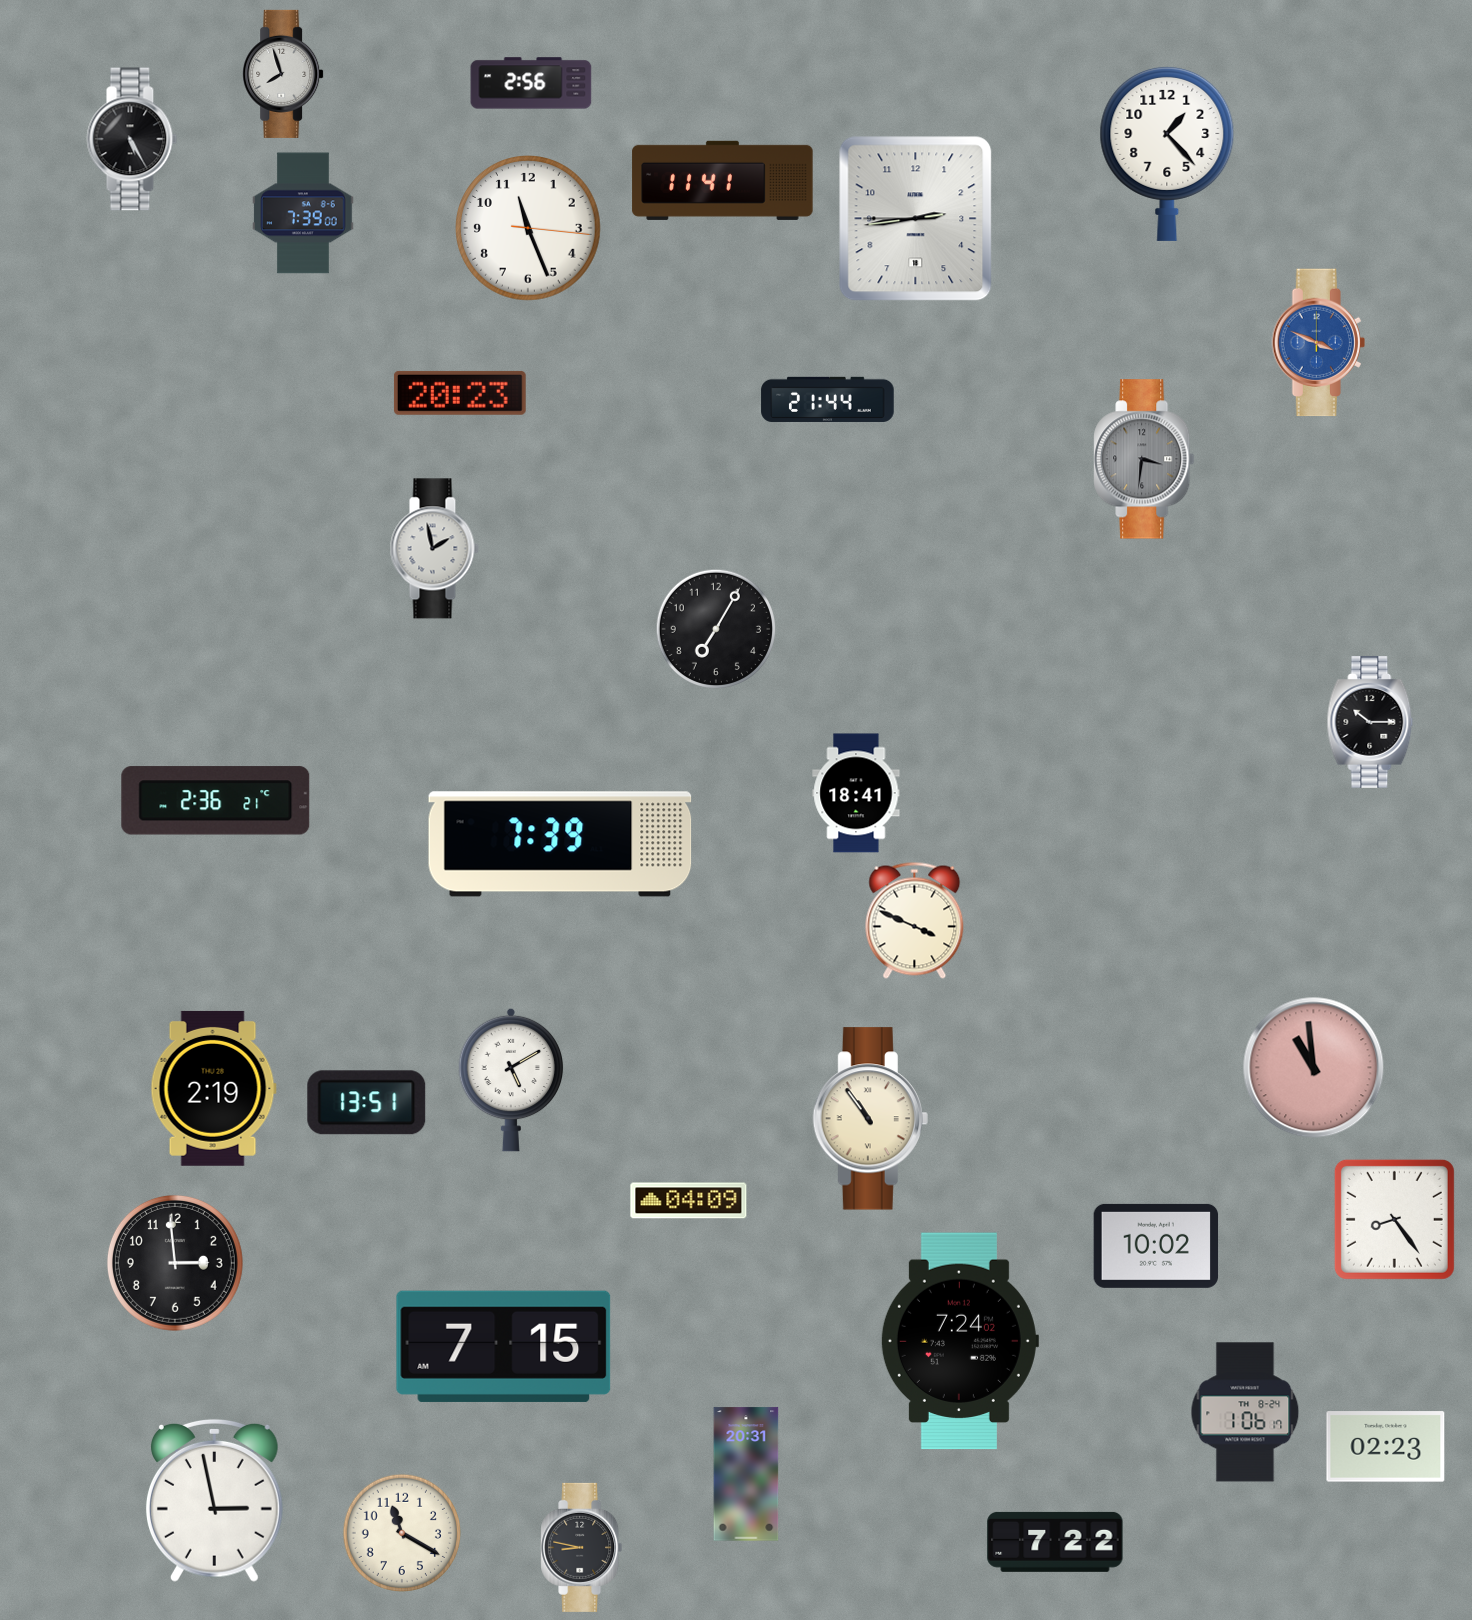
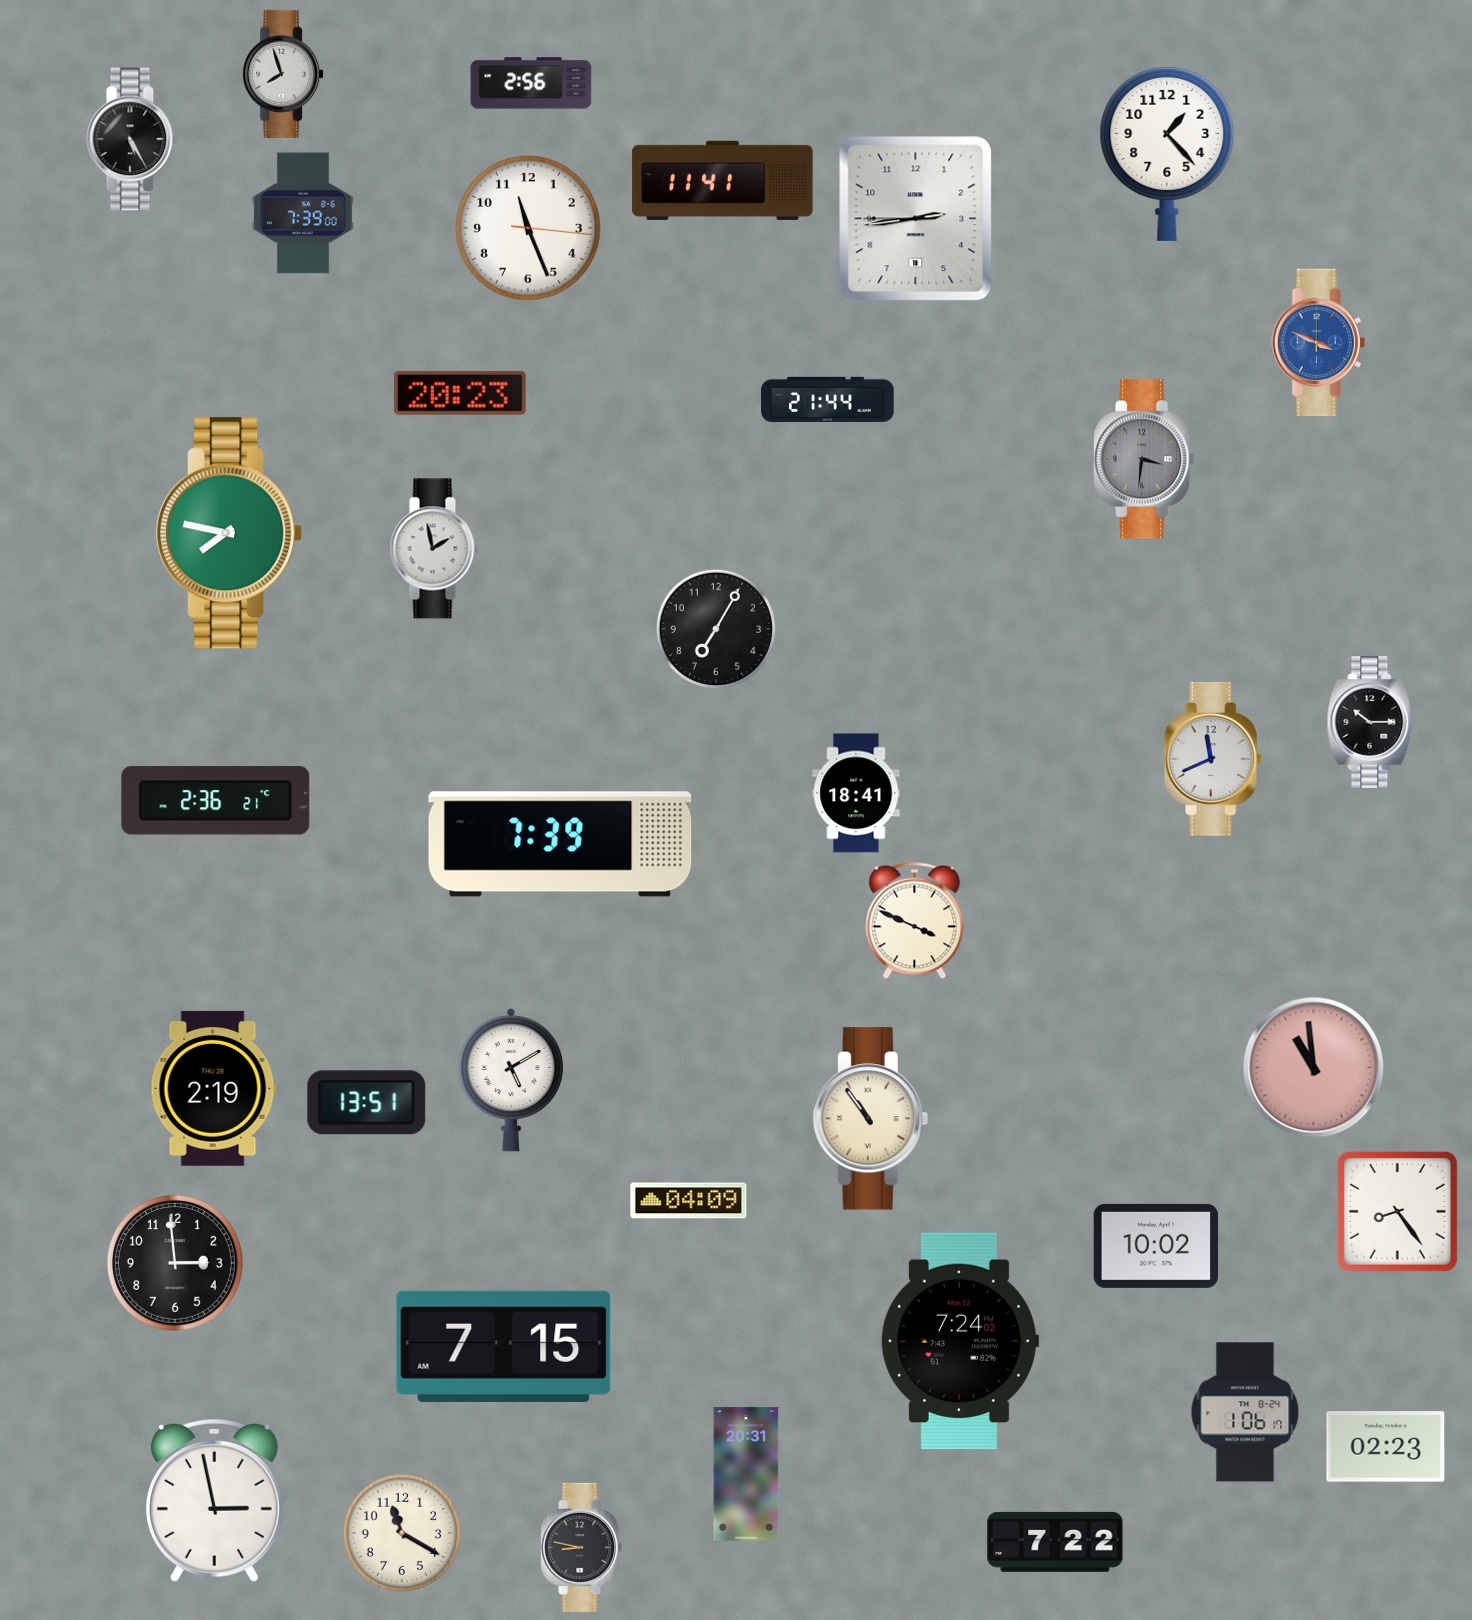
clock at (230, 533): none -> 7:47
clock at (1213, 759): none -> 11:41
clock at (1394, 1219) position: (1394, 1219) -> (1397, 1211)
